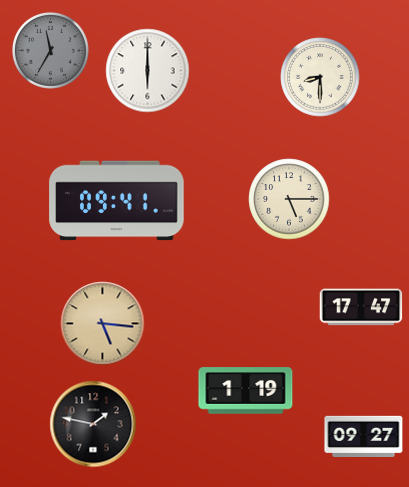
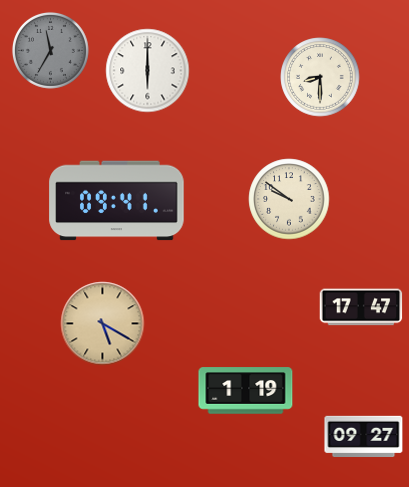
clock at (289, 199): 5:15 -> 9:51
clock at (103, 324): 5:16 -> 5:20
clock at (93, 424): 1:47 -> none
